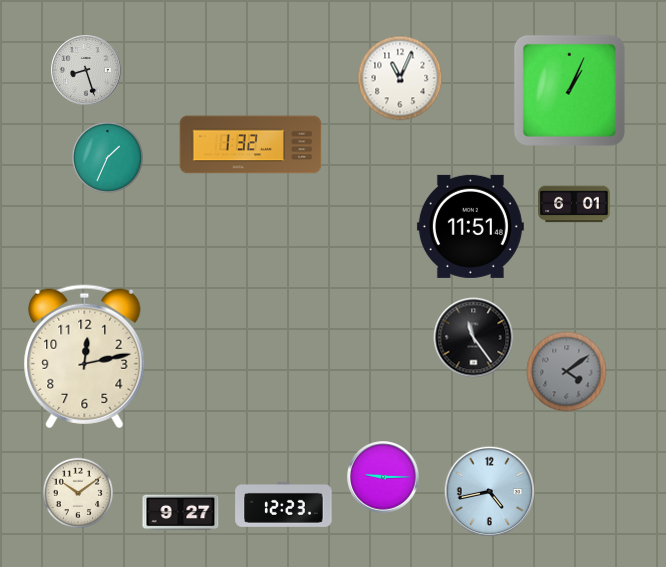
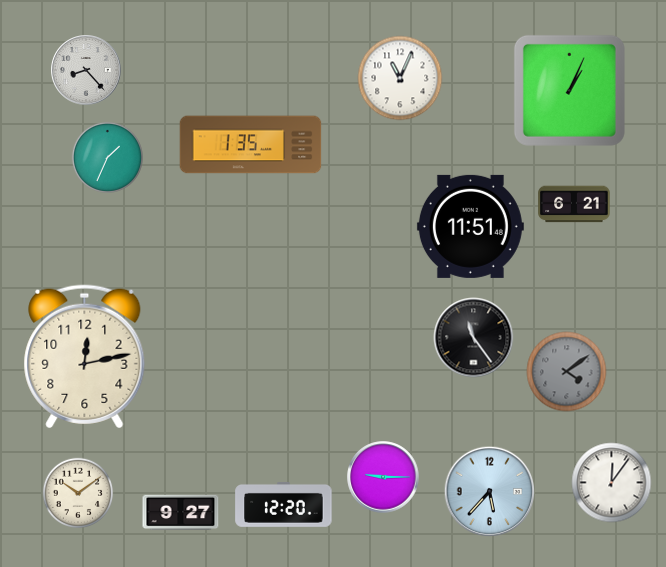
clock at (86, 70): 8:27 -> 8:23
clock at (251, 145): 1:32 -> 1:35
clock at (574, 204): 6:01 -> 6:21
clock at (612, 483): none -> 12:06
clock at (490, 492): 4:43 -> 5:37
clock at (284, 504): 12:23 -> 12:20
